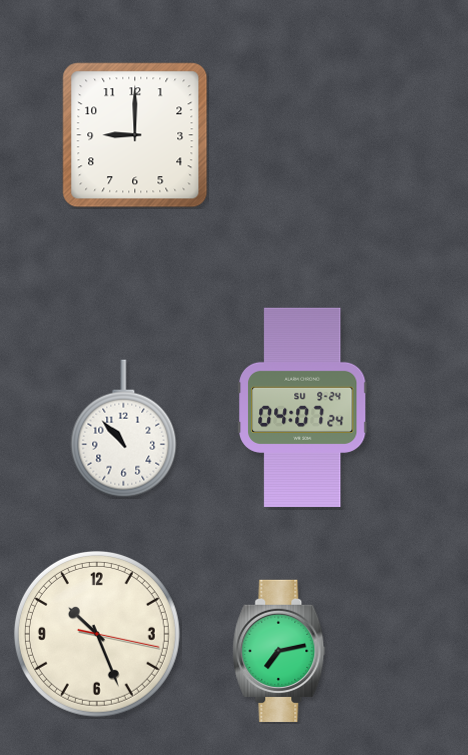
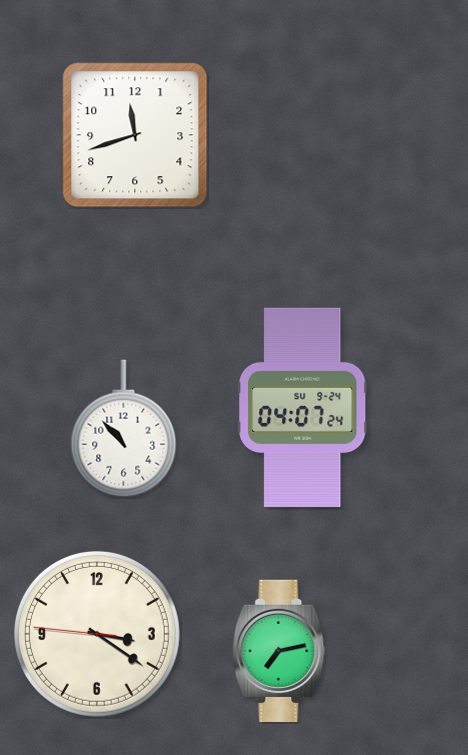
clock at (135, 135): 9:00 -> 11:42
clock at (97, 634): 10:26 -> 3:20
